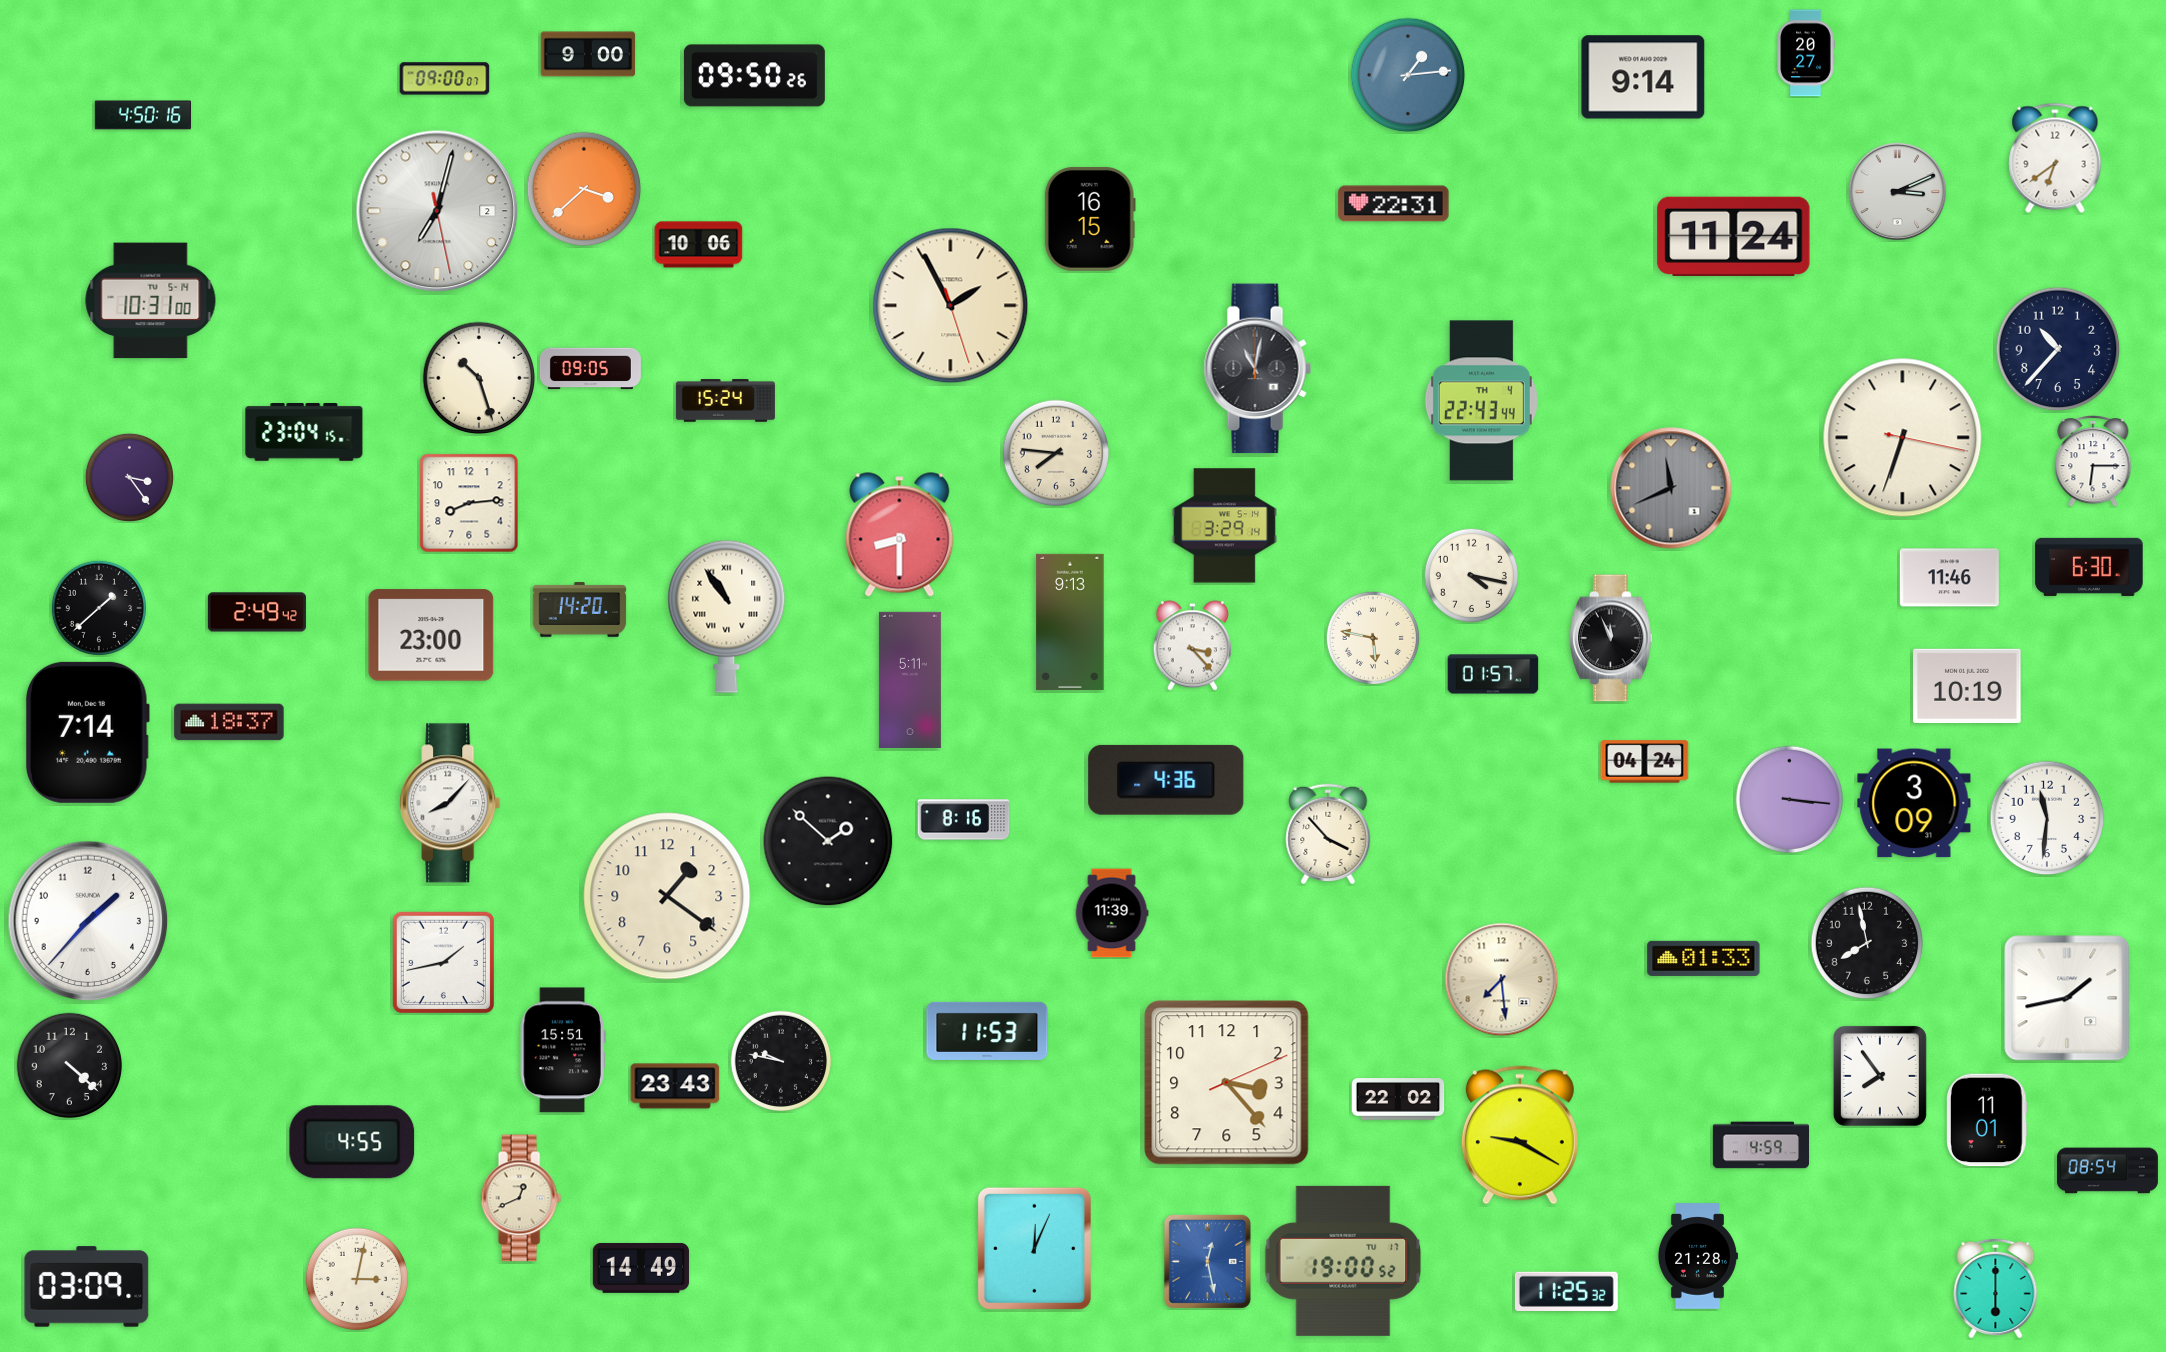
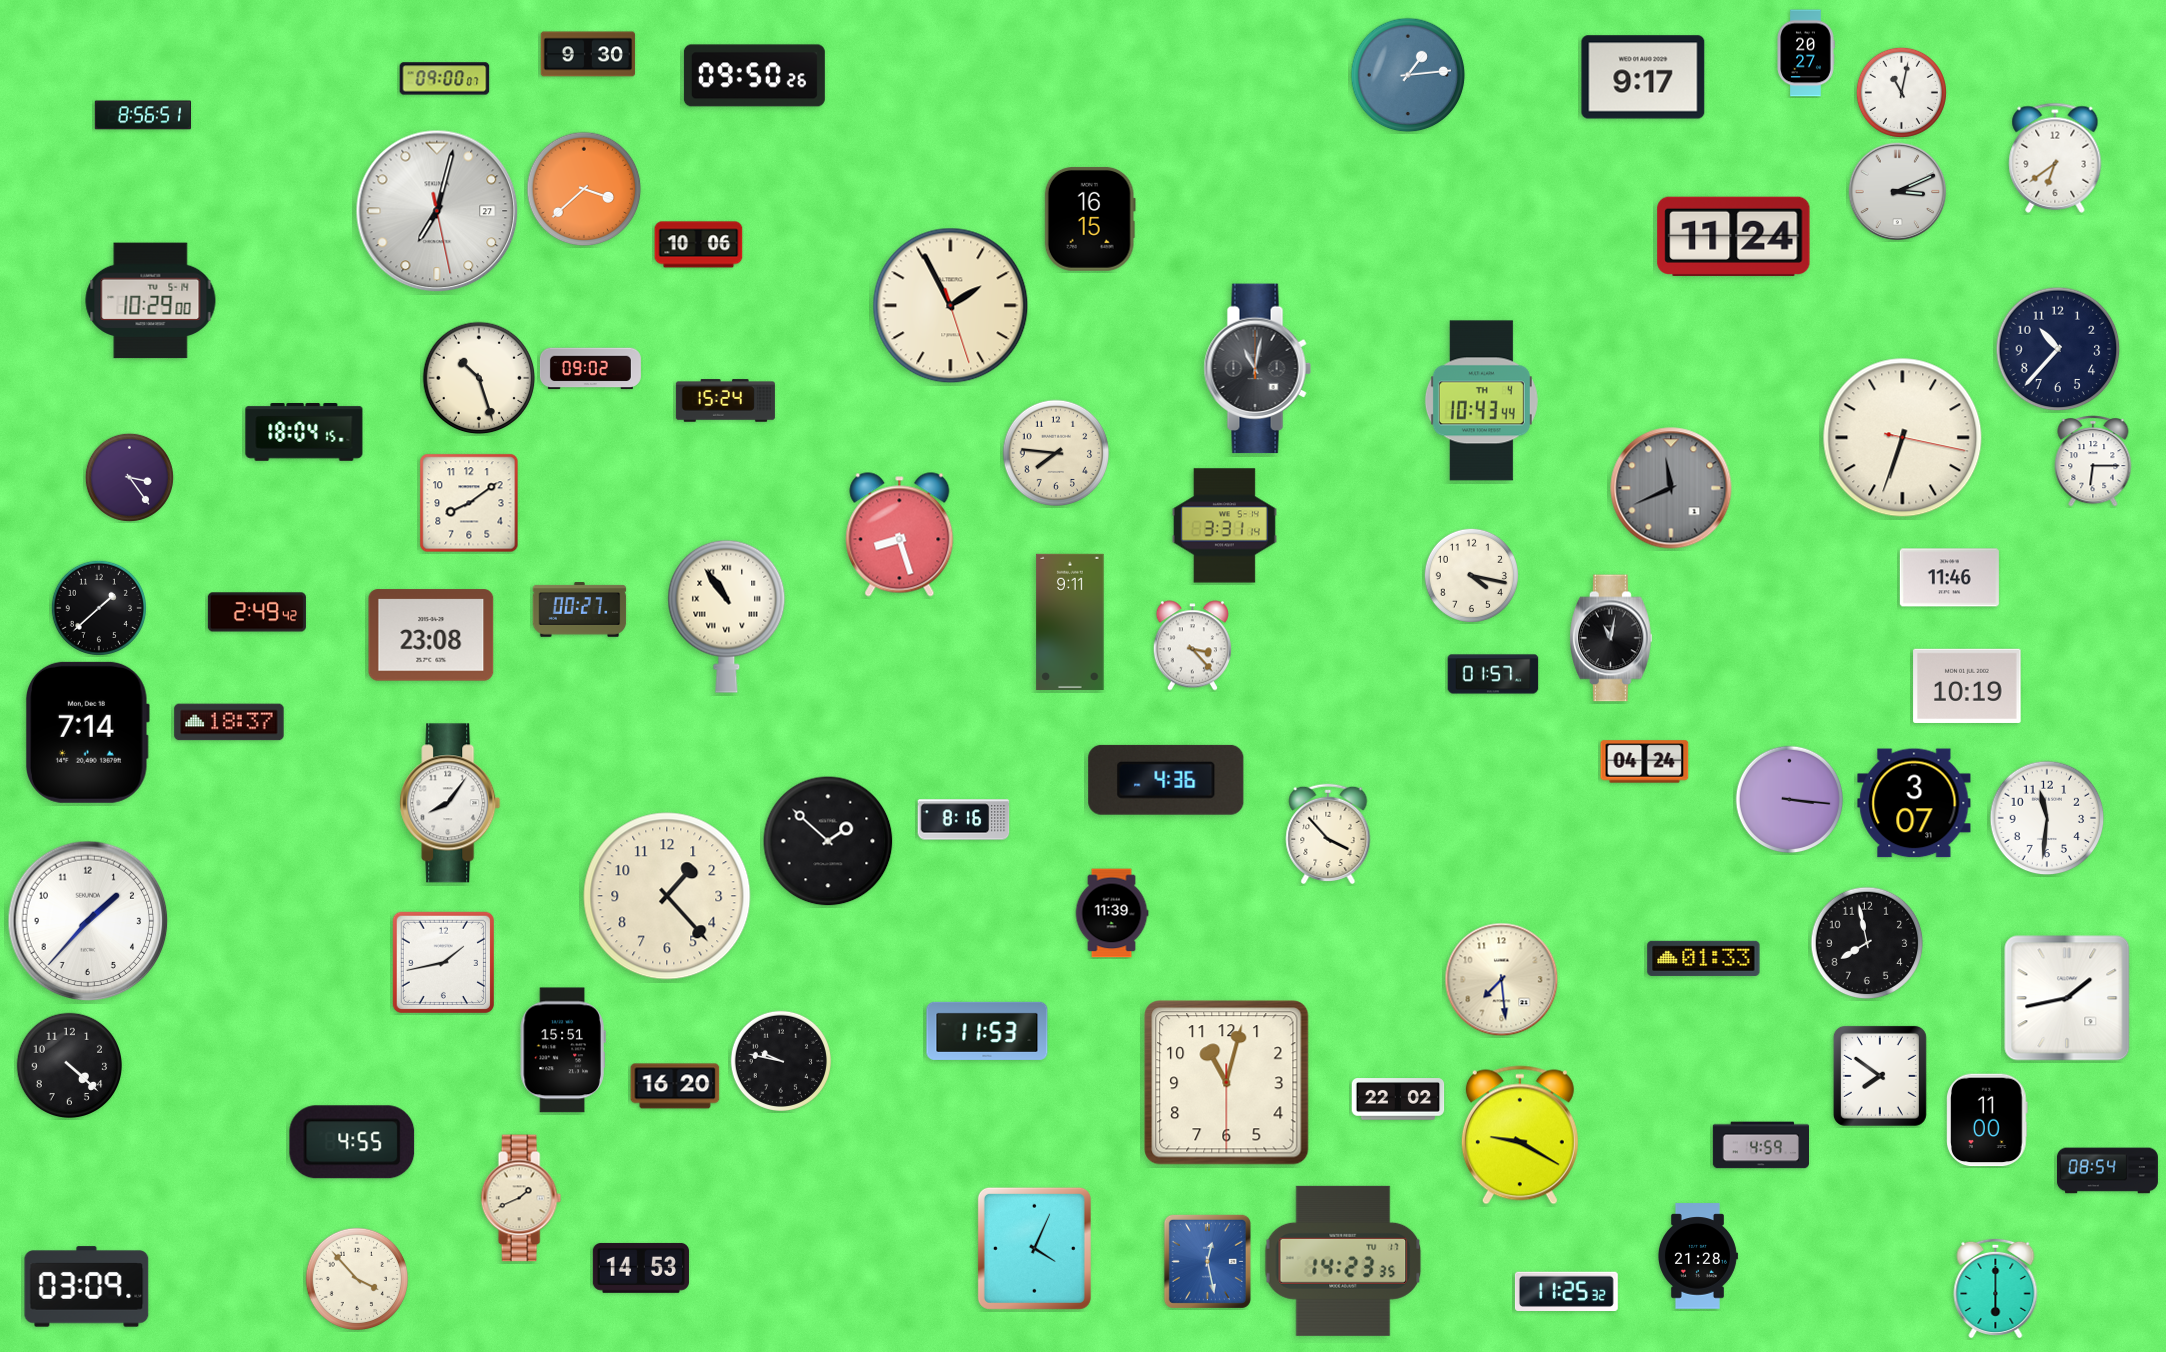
clock at (588, 54): 9:00 -> 9:30
clock at (1643, 77): 9:14 -> 9:17
clock at (1901, 92): none -> 11:02
clock at (142, 115): 4:50 -> 8:56
clock at (1394, 204): 22:31 -> none
clock at (437, 211) date: 2 -> 27
clock at (151, 301): 10:31 -> 10:29
clock at (590, 369): 09:05 -> 09:02
clock at (1481, 401): 22:43 -> 10:43
clock at (304, 433): 23:04 -> 18:04
clock at (469, 503): 8:14 -> 8:09
clock at (1224, 526): 3:29 -> 3:31
clock at (900, 535): 8:30 -> 8:27
clock at (2089, 567): 6:30 -> none
clock at (580, 610): 14:20 -> 00:27
clock at (1070, 622): 9:13 -> 9:11
clock at (431, 635): 23:00 -> 23:08
clock at (1373, 638): 5:47 -> none
clock at (1612, 638): 11:56 -> 11:02
clock at (910, 680): 5:11 -> none
clock at (450, 803): 8:07 -> 8:06
clock at (1914, 803): 3:09 -> 3:07
clock at (667, 896): 1:21 -> 1:23
clock at (1880, 1076): 7:54 -> 7:51
clock at (1227, 1083): 3:23 -> 11:02
clock at (675, 1086): 23:43 -> 16:20
clock at (1987, 1120): 11:01 -> 11:00
clock at (521, 1198): 12:41 -> 1:41
clock at (1034, 1248): 12:04 -> 4:04
clock at (1343, 1261): 19:00 -> 14:23
clock at (641, 1268): 14:49 -> 14:53
clock at (356, 1278): 3:02 -> 3:53
